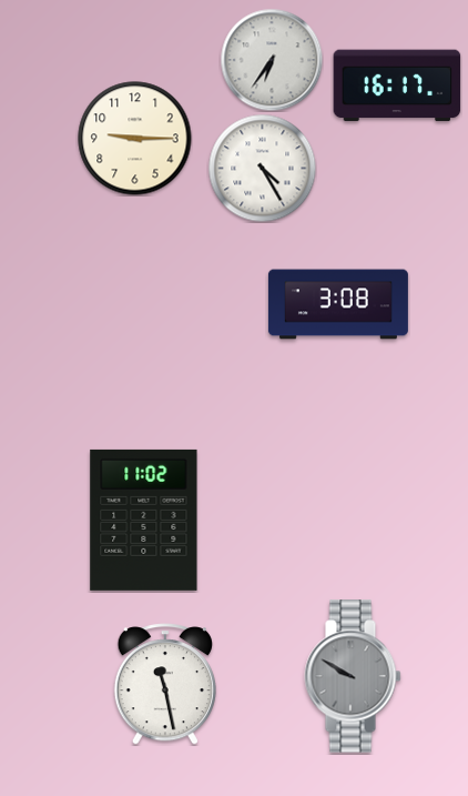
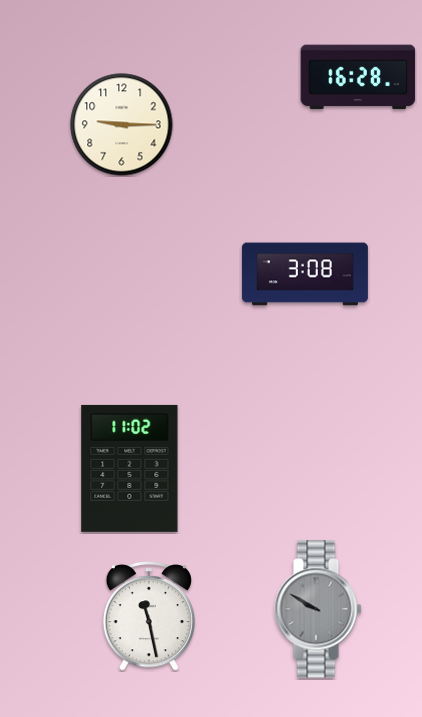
clock at (272, 60): 6:36 -> none
clock at (397, 85): 16:17 -> 16:28
clock at (262, 168): 4:25 -> none
